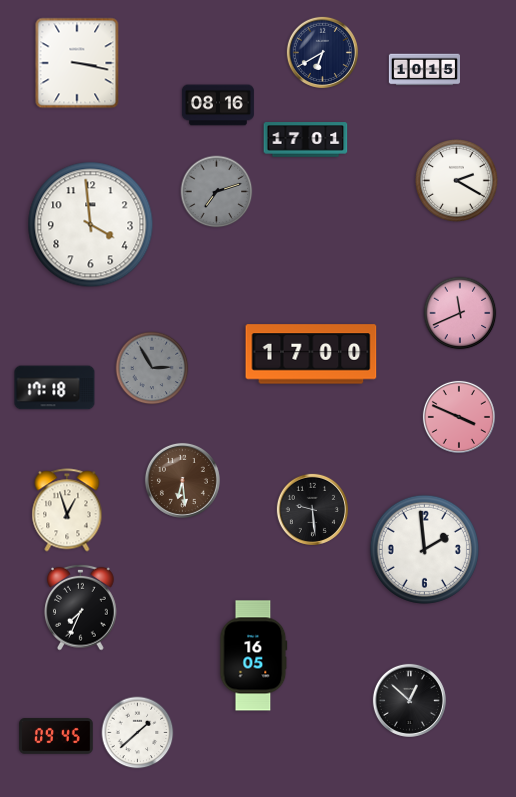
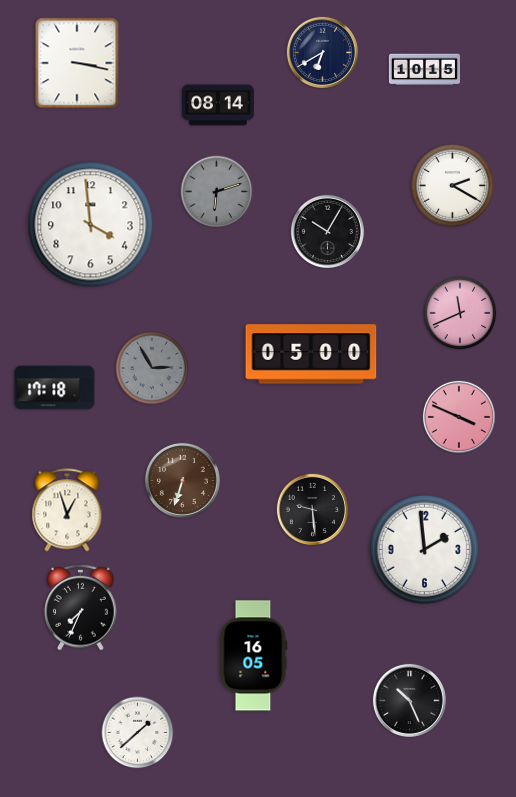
clock at (218, 105): 08:16 -> 08:14
clock at (306, 140): 17:01 -> none
clock at (457, 181) position: (457, 181) -> (453, 186)
clock at (217, 192): 7:12 -> 6:12
clock at (327, 231): none -> 10:05
clock at (311, 354): 17:00 -> 05:00
clock at (182, 480): 6:29 -> 6:33
clock at (409, 700): 12:52 -> 10:26
clock at (56, 736): 09:45 -> none
